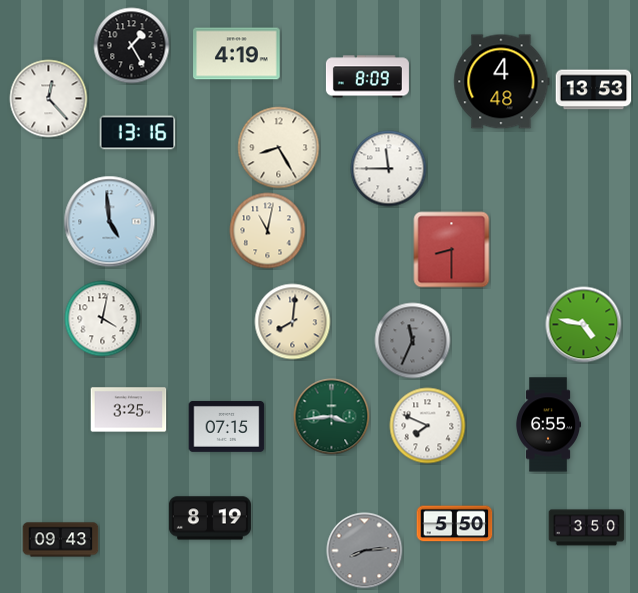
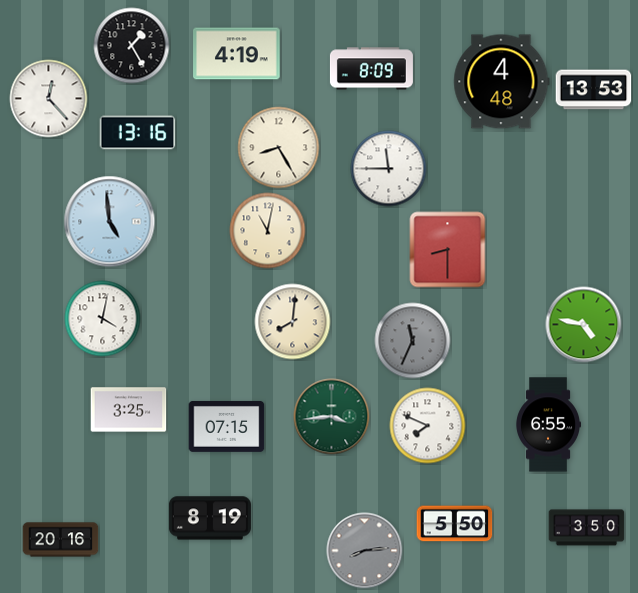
clock at (367, 77) position: (367, 77) -> (371, 69)
clock at (452, 250) position: (452, 250) -> (448, 250)
clock at (61, 540): 09:43 -> 20:16
